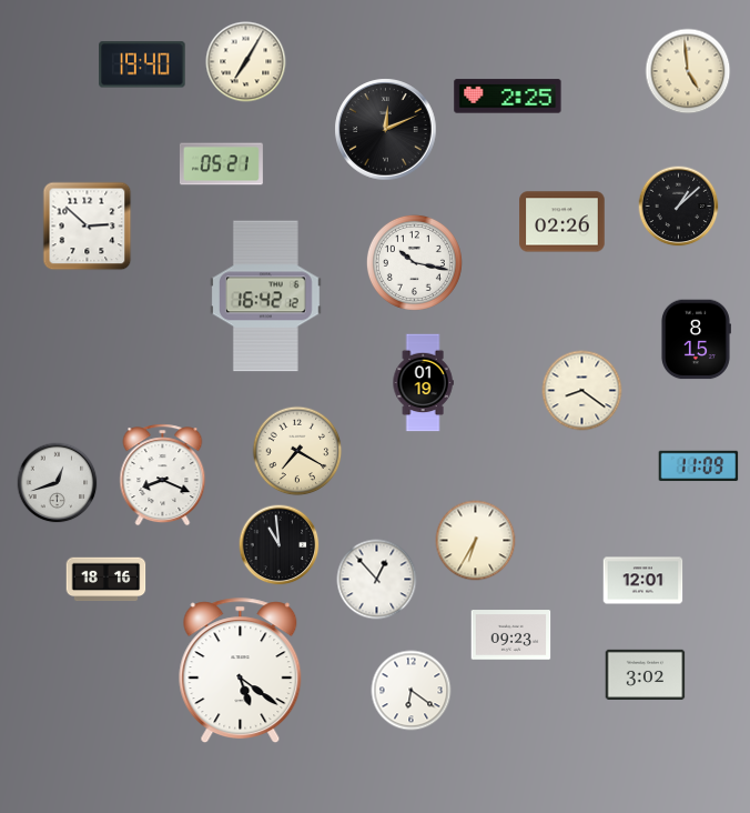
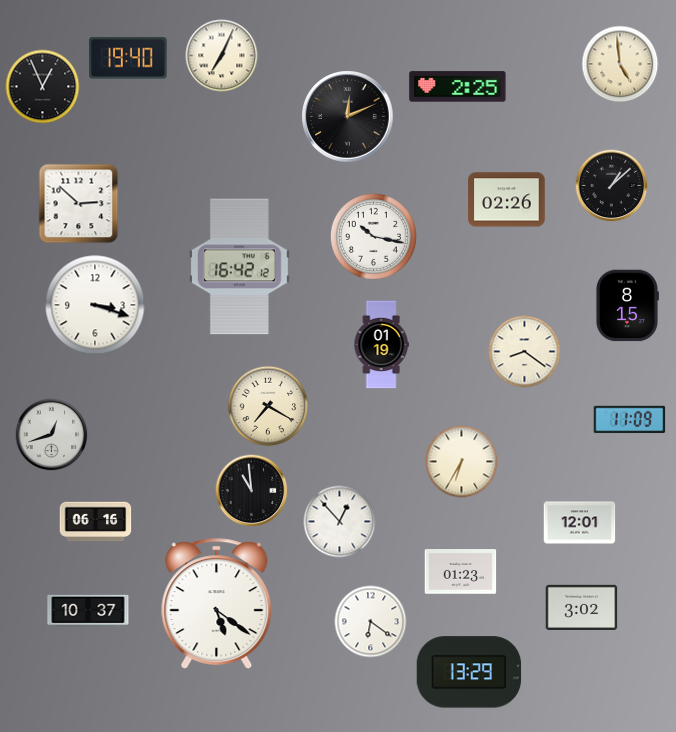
clock at (246, 62): 7:05 -> 7:04
clock at (43, 87): none -> 12:56
clock at (221, 164): 05:21 -> none
clock at (95, 305): none -> 3:18
clock at (163, 475): 8:19 -> none
clock at (476, 541) position: (476, 541) -> (462, 462)
clock at (107, 580): 18:16 -> 06:16
clock at (511, 635): 09:23 -> 01:23
clock at (88, 610): none -> 10:37
clock at (469, 672): none -> 13:29
